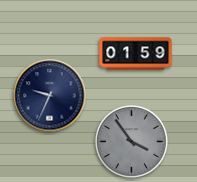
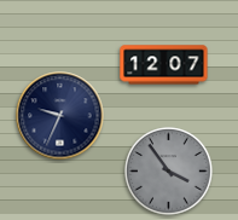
clock at (136, 54): 01:59 -> 12:07
clock at (132, 142) position: (132, 142) -> (169, 172)
